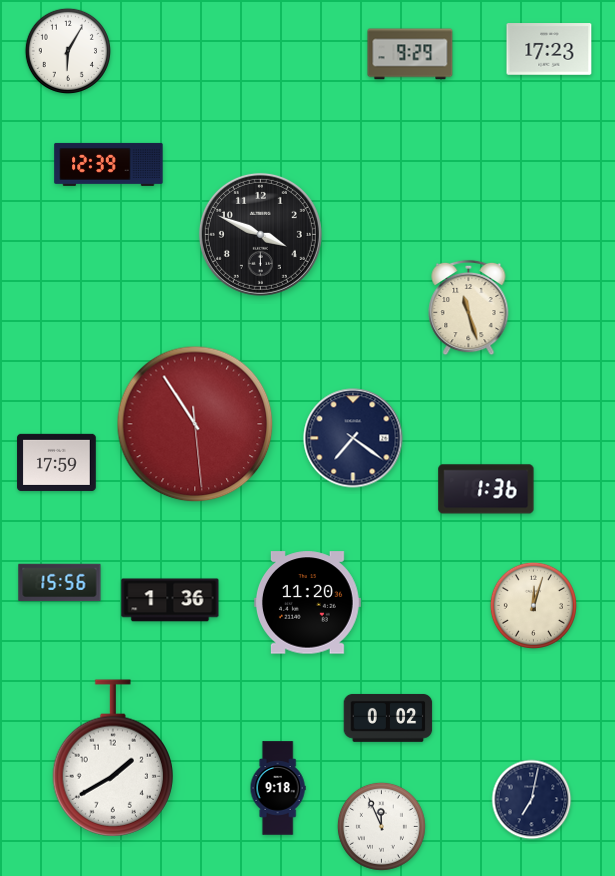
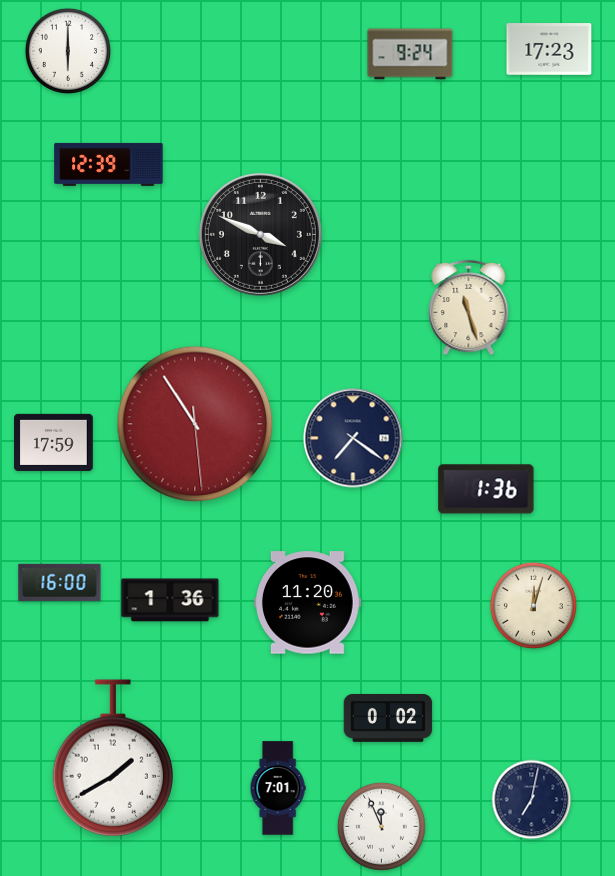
clock at (67, 50): 6:05 -> 6:00
clock at (410, 54): 9:29 -> 9:24
clock at (57, 462) position: (57, 462) -> (54, 442)
clock at (60, 583): 15:56 -> 16:00
clock at (278, 788): 9:18 -> 7:01
